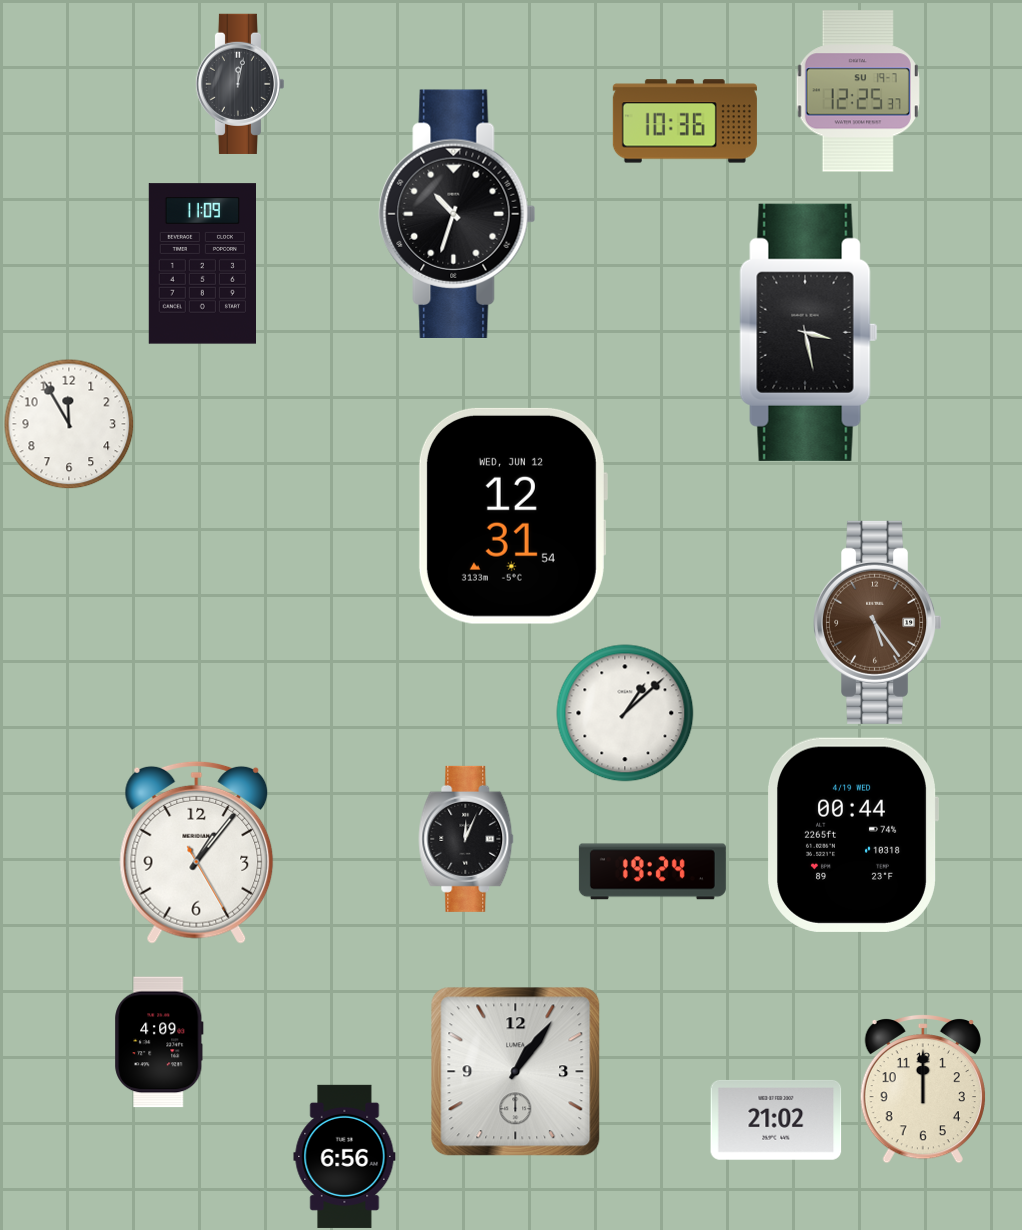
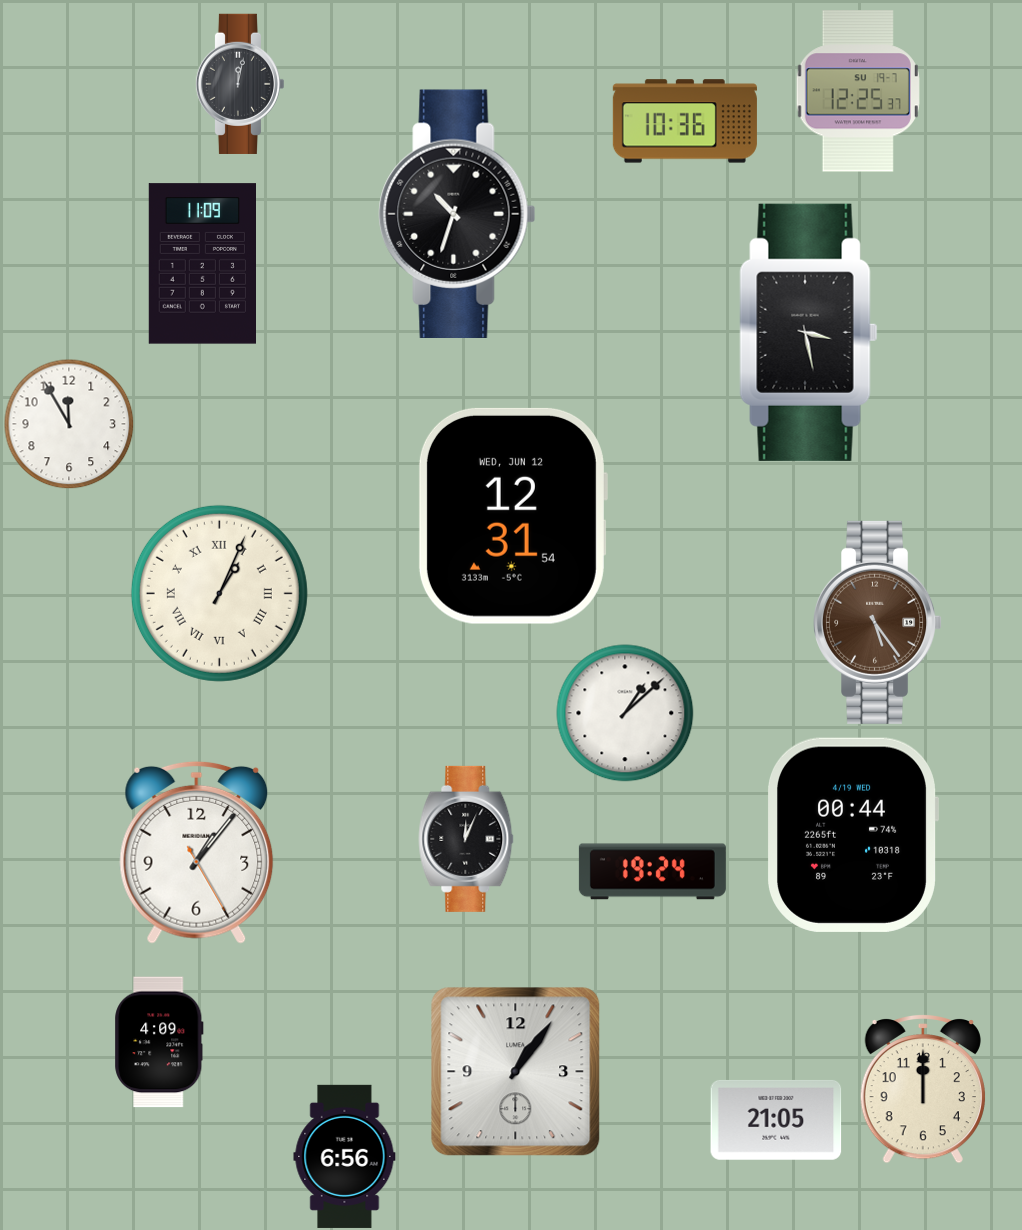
clock at (219, 593): none -> 1:04
clock at (776, 1120): 21:02 -> 21:05
